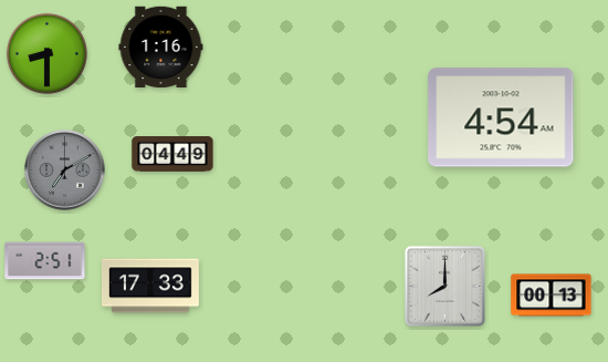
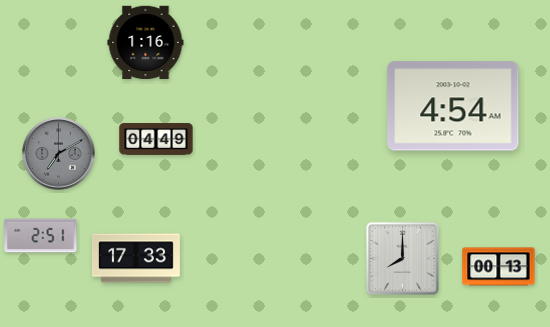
clock at (46, 53): 8:30 -> none
